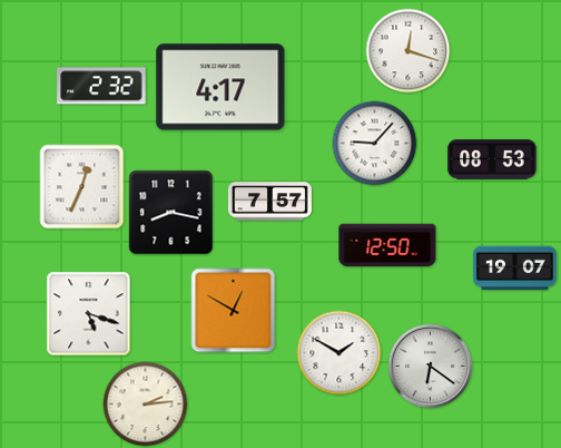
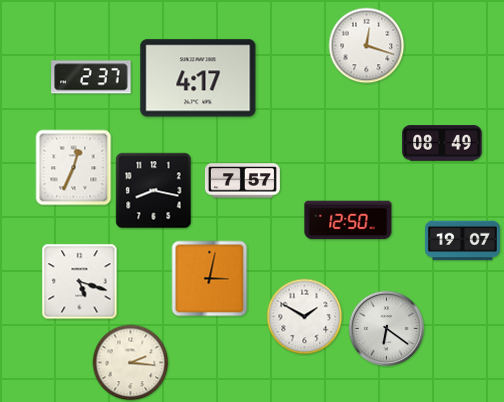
clock at (101, 86): 2:32 -> 2:37
clock at (375, 144): 9:07 -> none
clock at (492, 159): 08:53 -> 08:49
clock at (234, 311): 12:50 -> 3:02
clock at (146, 405): 2:14 -> 2:16
